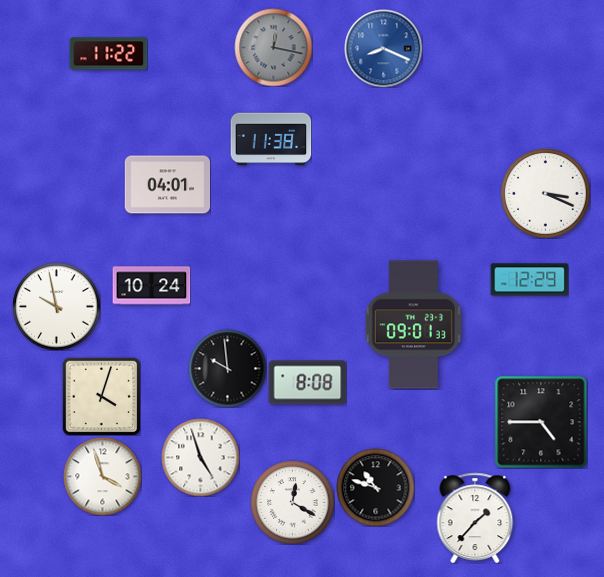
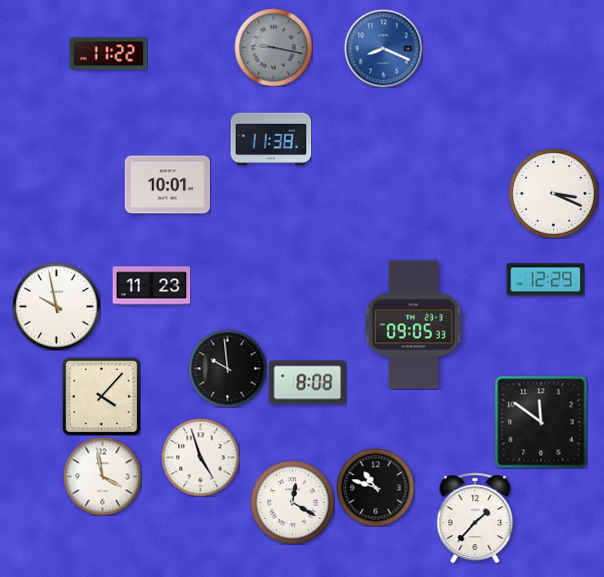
clock at (273, 47): 12:17 -> 9:17
clock at (167, 185): 04:01 -> 10:01
clock at (545, 193) position: (545, 193) -> (553, 193)
clock at (529, 280) position: (529, 280) -> (545, 280)
clock at (151, 286): 10:24 -> 11:23
clock at (413, 325): 09:01 -> 09:05
clock at (101, 396): 4:03 -> 4:07
clock at (541, 422): 4:45 -> 11:51
clock at (102, 476): 3:57 -> 3:58
